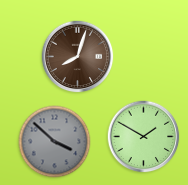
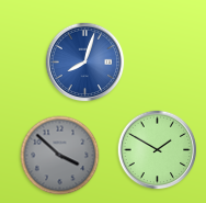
clock at (78, 57) dial: brown -> blue
